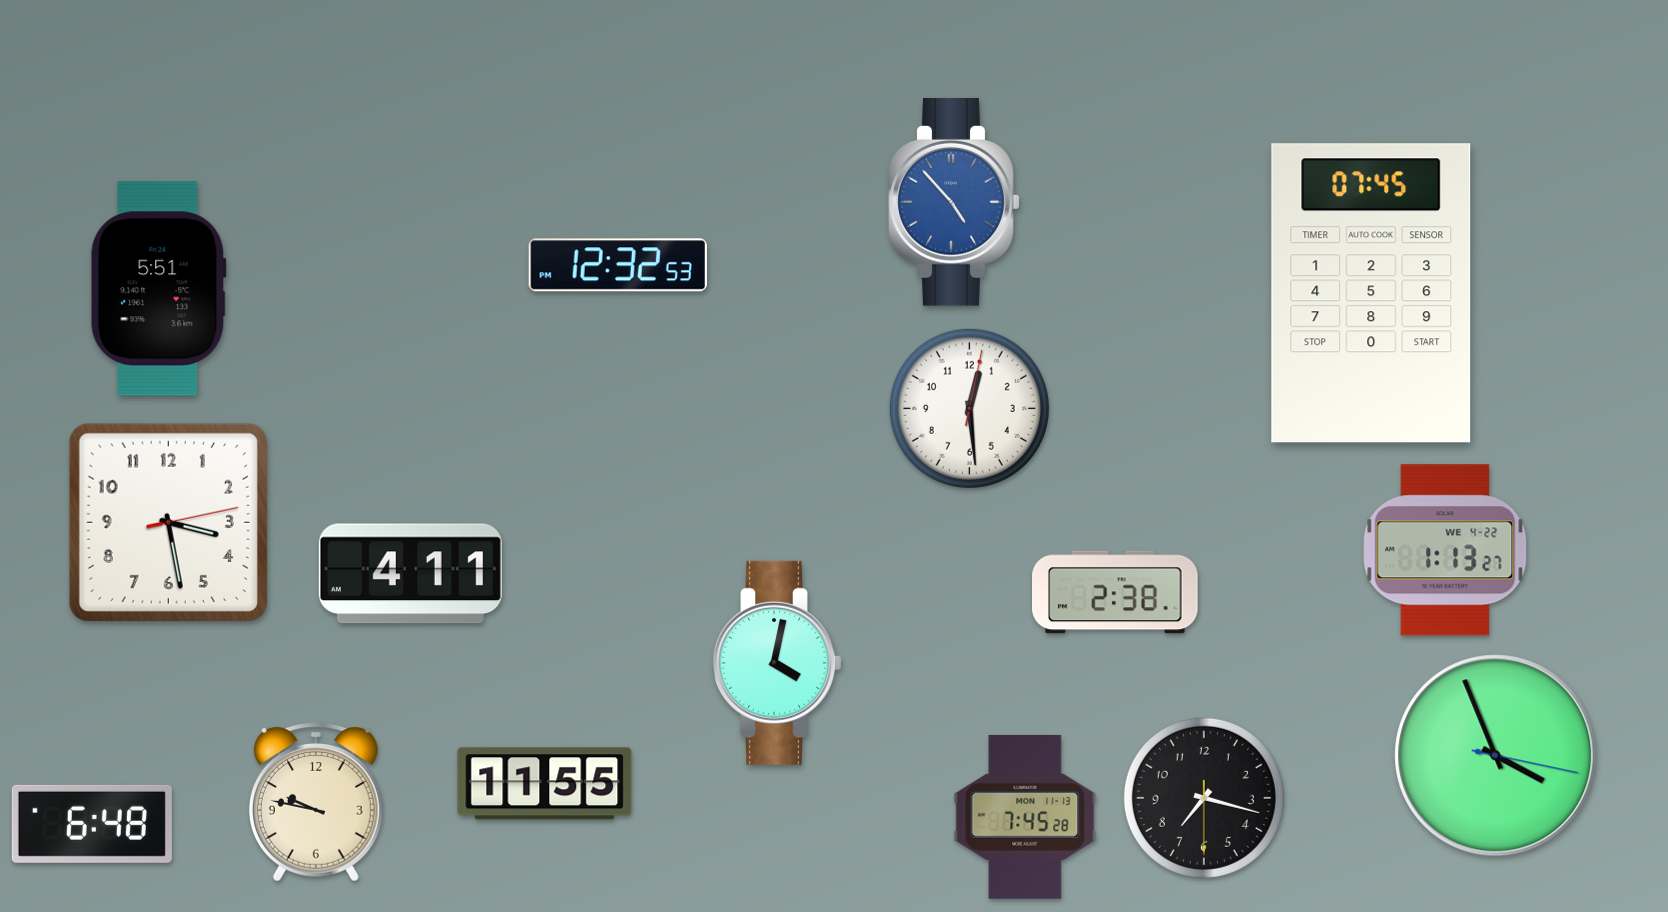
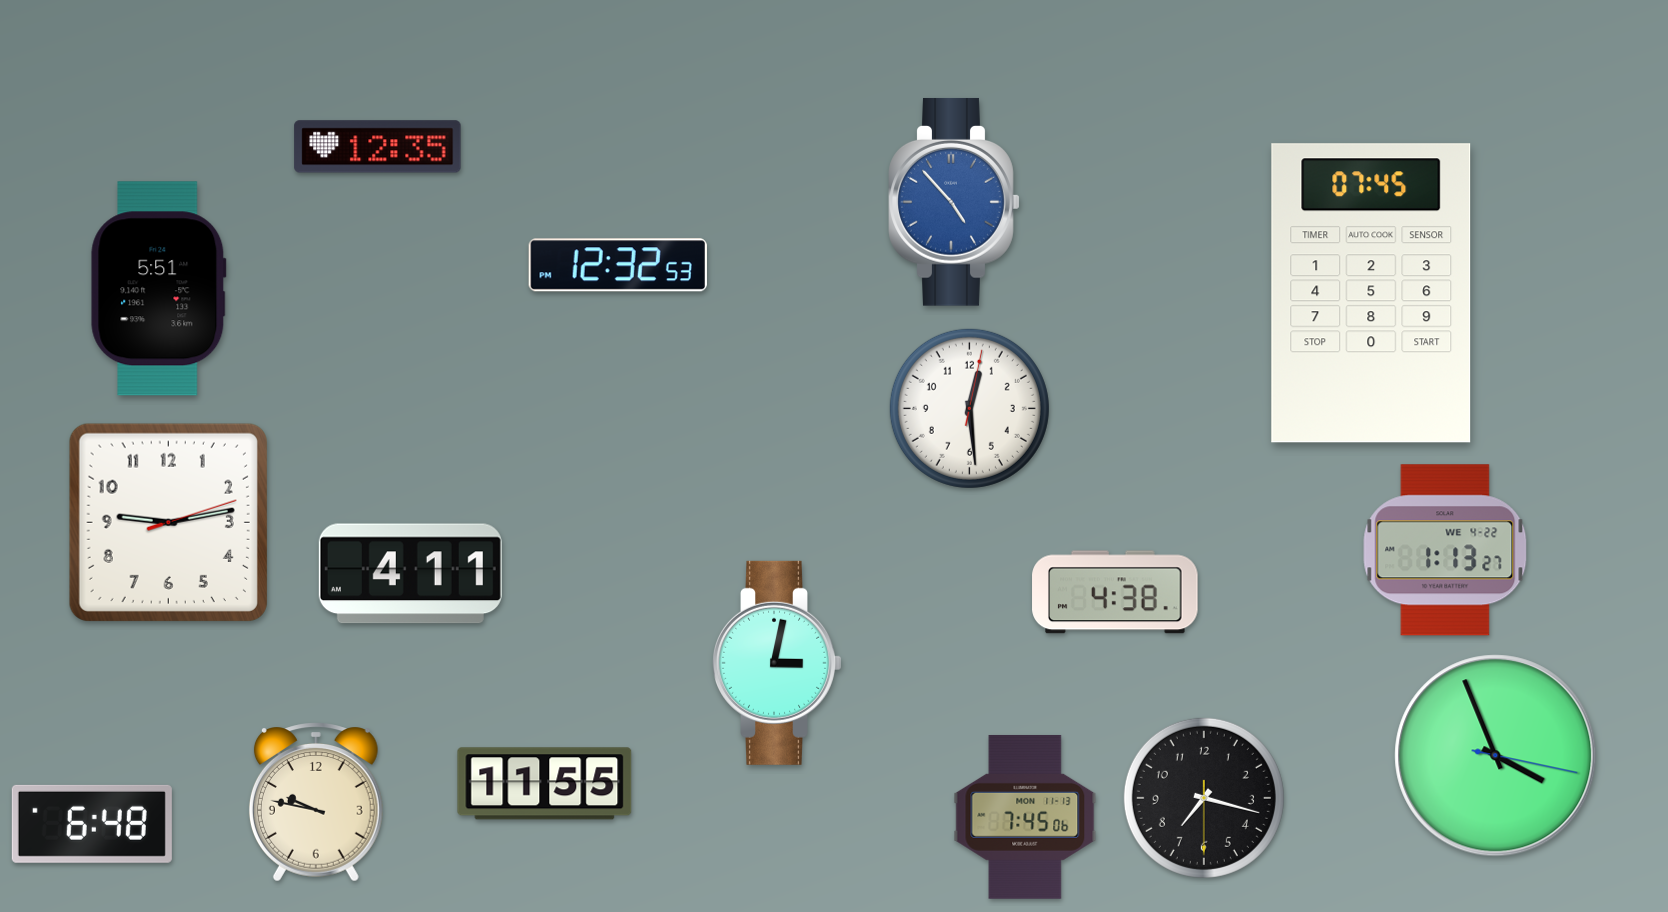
clock at (378, 147): none -> 12:35
clock at (168, 522): 3:28 -> 9:13
clock at (1115, 592): 2:38 -> 4:38
clock at (777, 663): 4:02 -> 3:02
clock at (1025, 817): 7:45:28 -> 7:45:06
